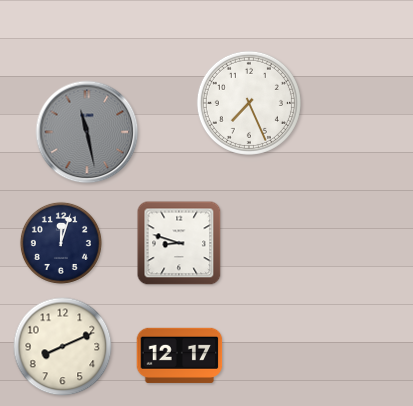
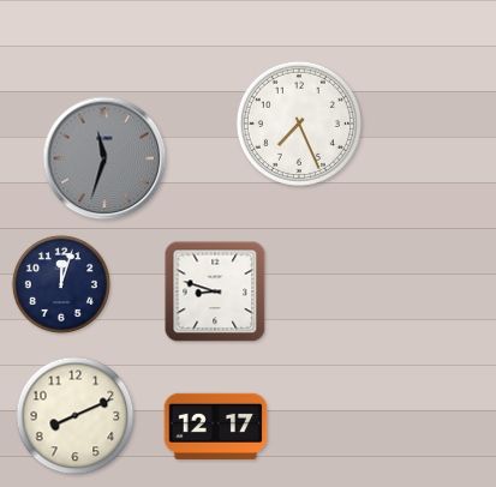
clock at (87, 132): 11:28 -> 11:33
clock at (61, 243) position: (61, 243) -> (61, 284)
